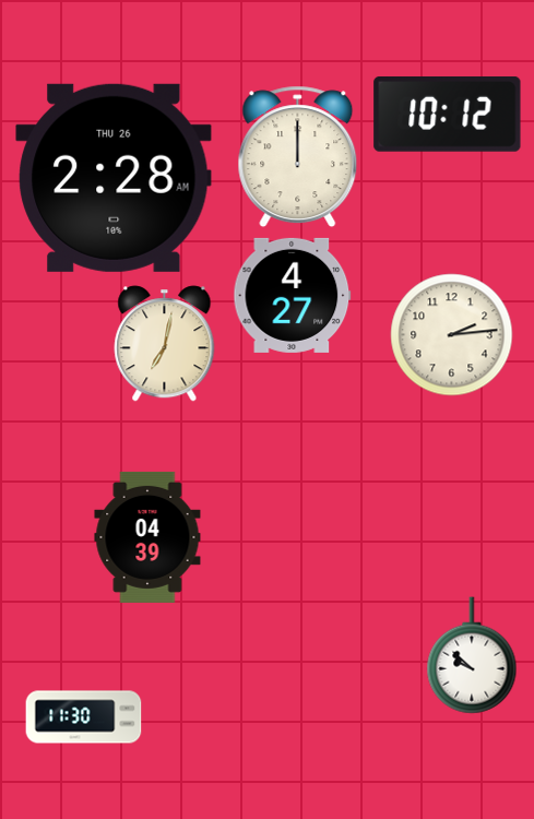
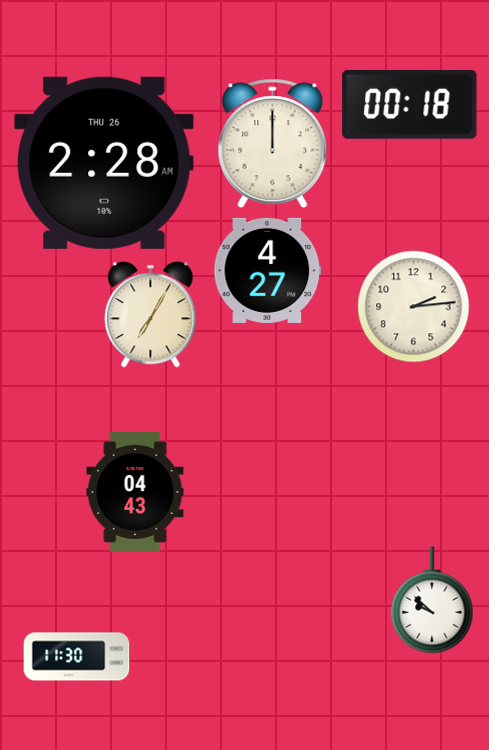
clock at (448, 115): 10:12 -> 00:18
clock at (165, 344): 7:02 -> 7:05
clock at (147, 537): 04:39 -> 04:43
